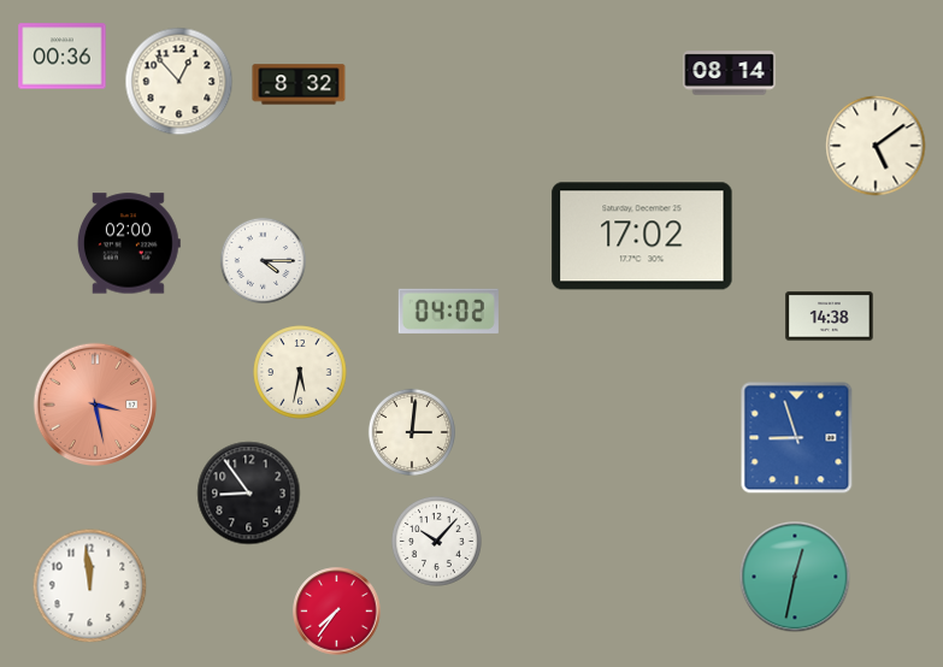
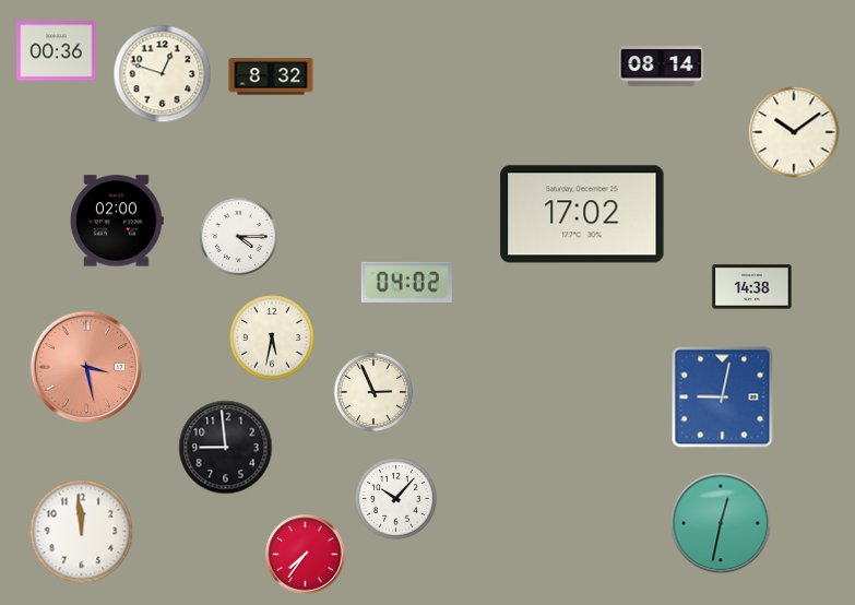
clock at (179, 82): 12:53 -> 12:48
clock at (876, 146): 5:09 -> 10:09
clock at (412, 432): 3:01 -> 2:56
clock at (797, 438): 8:57 -> 9:02
clock at (249, 494): 8:54 -> 8:59
clock at (436, 541) position: (436, 541) -> (395, 498)
